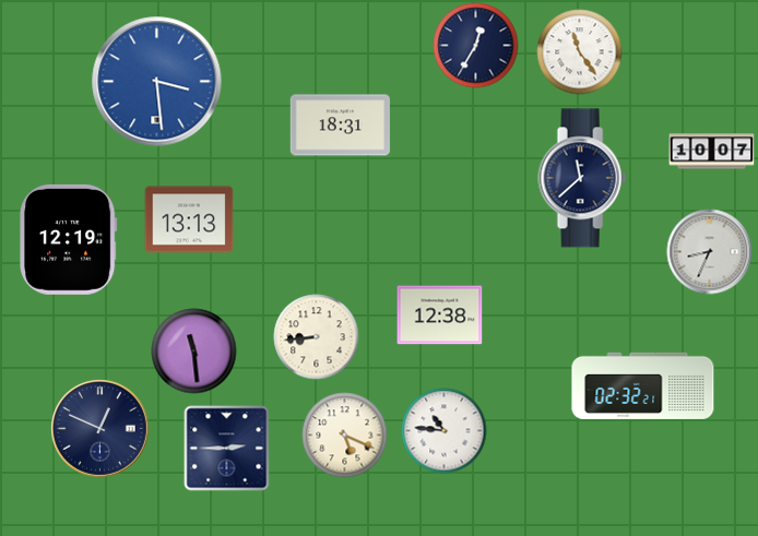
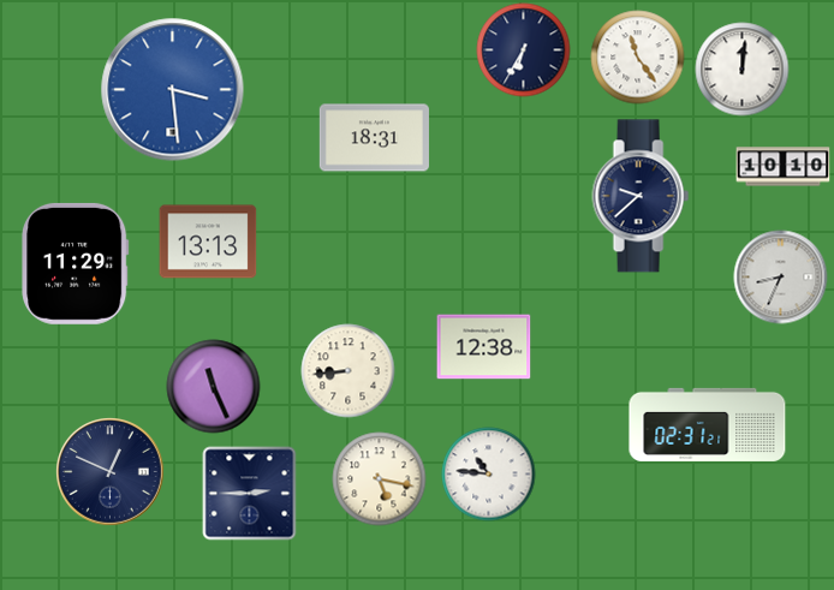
clock at (475, 45): 12:35 -> 6:35
clock at (741, 68): none -> 12:01
clock at (711, 152): 10:07 -> 10:10
clock at (582, 178): 11:38 -> 9:38
clock at (69, 239): 12:19 -> 11:29
clock at (193, 350): 11:29 -> 11:26
clock at (643, 385): 02:32 -> 02:31
clock at (344, 434): 5:19 -> 5:17
